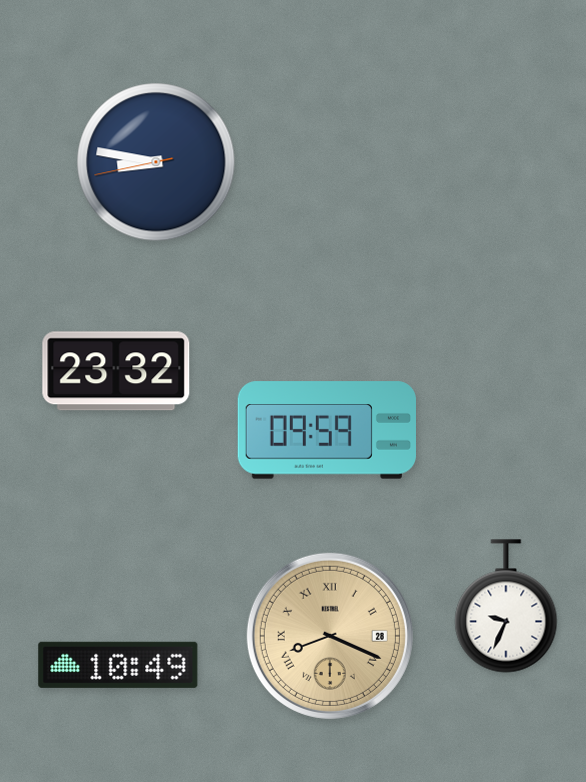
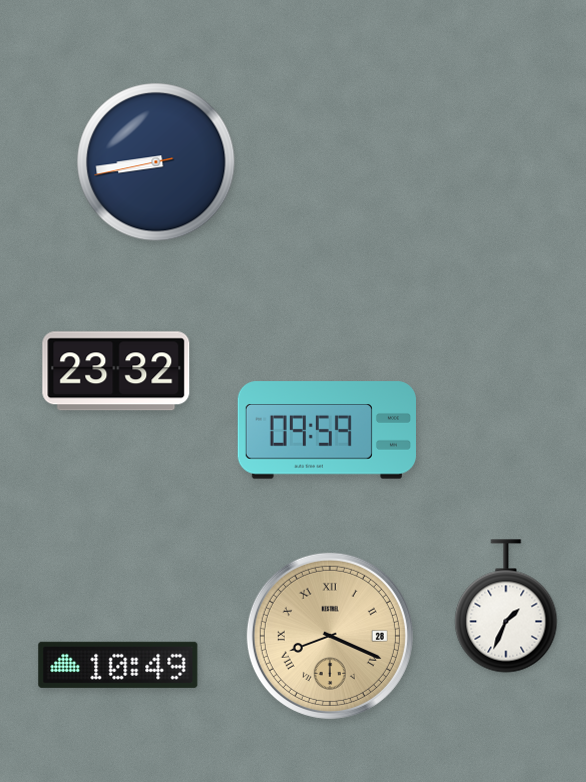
clock at (156, 162): 8:46 -> 8:43
clock at (506, 606): 9:34 -> 1:34
